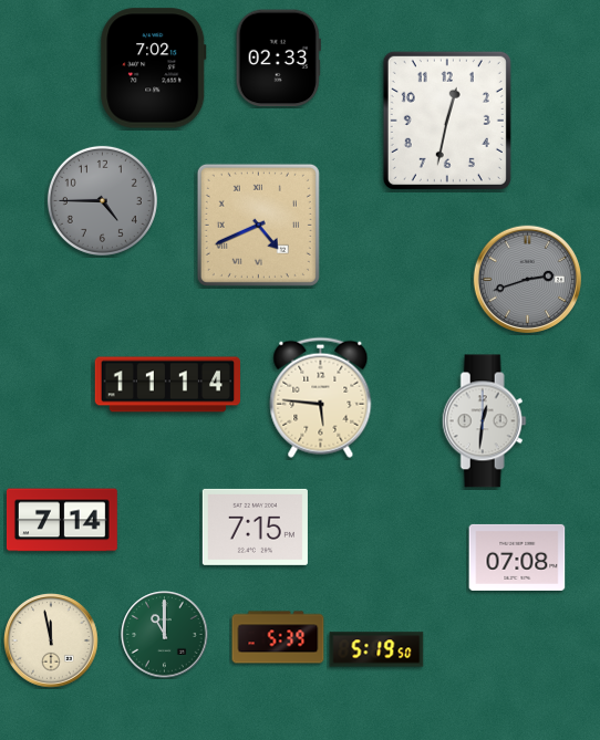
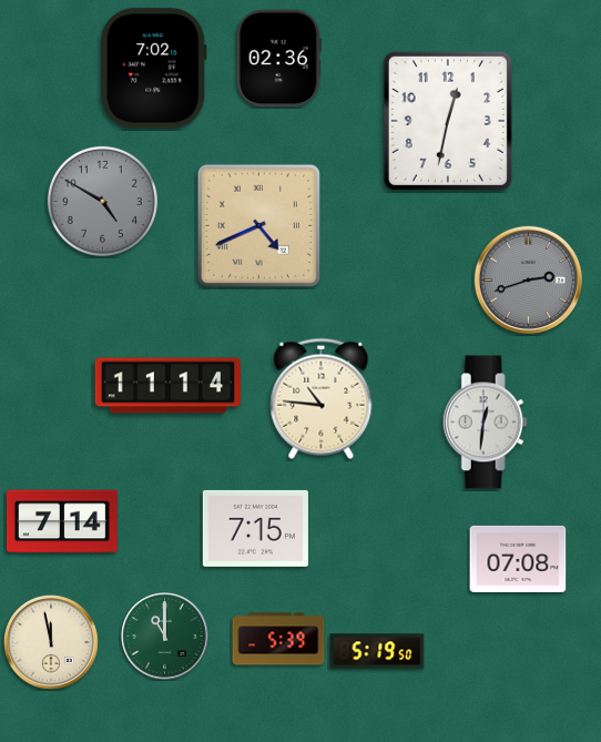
clock at (278, 59): 02:33 -> 02:36
clock at (102, 200): 4:45 -> 4:50
clock at (321, 397): 5:46 -> 10:46
